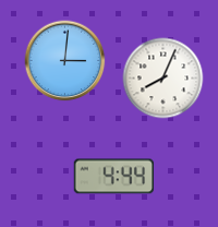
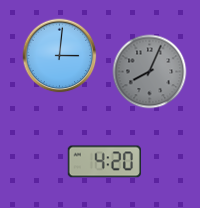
clock at (163, 79) dial: white -> grey
clock at (113, 177): 4:44 -> 4:20
